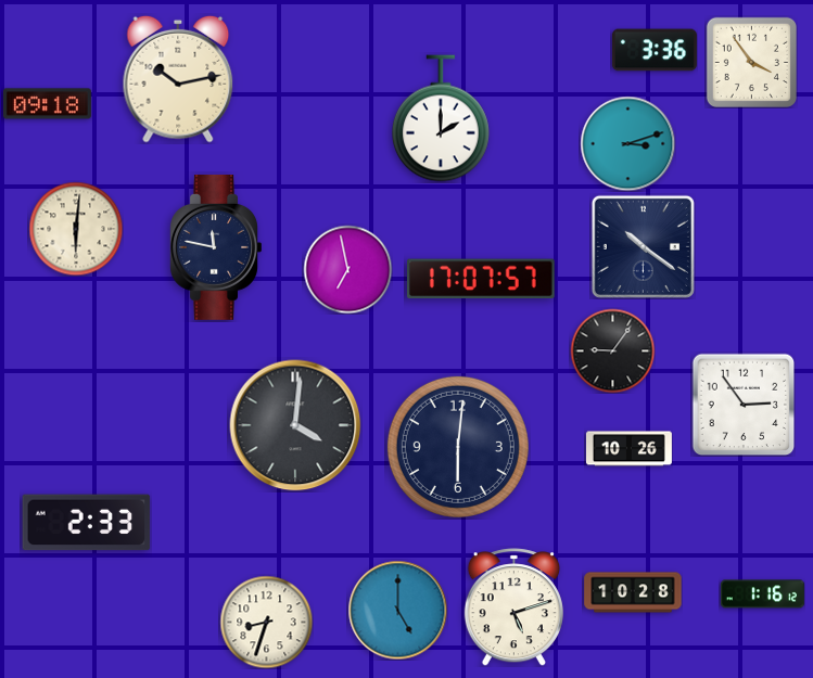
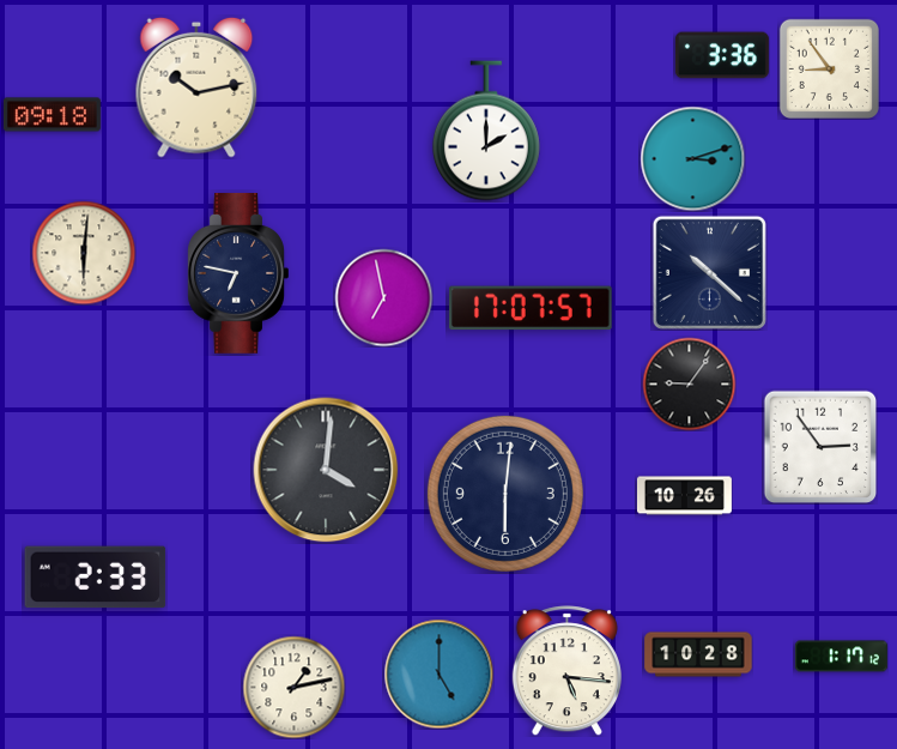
clock at (751, 62): 3:54 -> 8:54
clock at (643, 246): 10:21 -> 10:22
clock at (216, 247): 11:47 -> 6:47
clock at (612, 350) position: (612, 350) -> (689, 383)
clock at (628, 449) position: (628, 449) -> (684, 496)
clock at (762, 594): 1:16 -> 1:17
clock at (513, 607): 5:12 -> 5:16
clock at (266, 622): 8:33 -> 1:13
